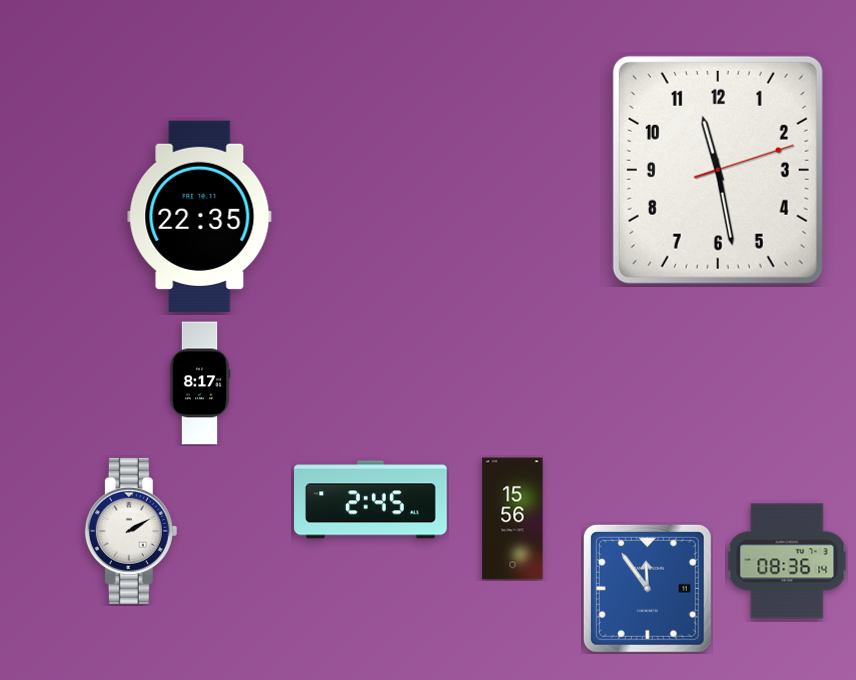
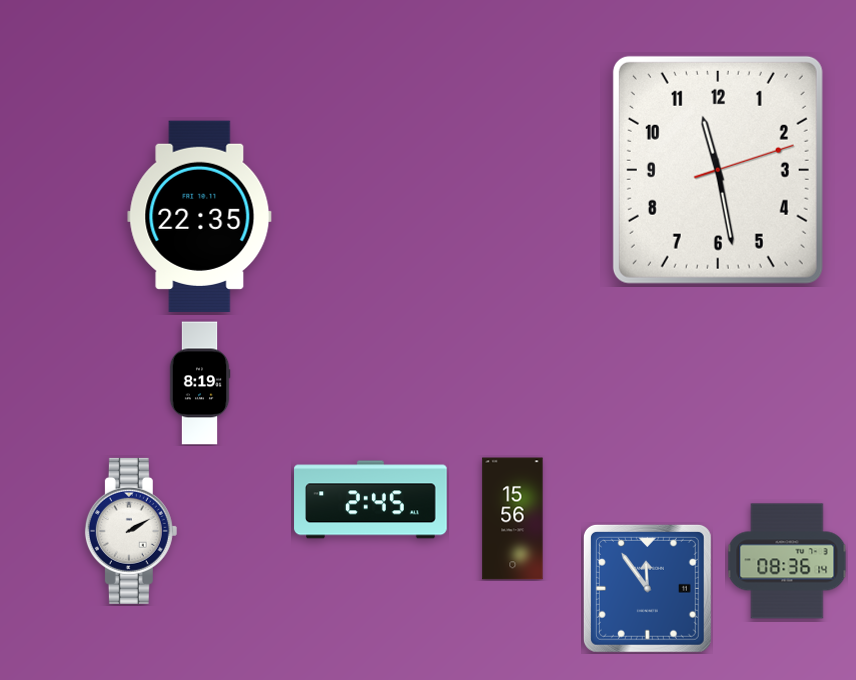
clock at (200, 383): 8:17 -> 8:19
